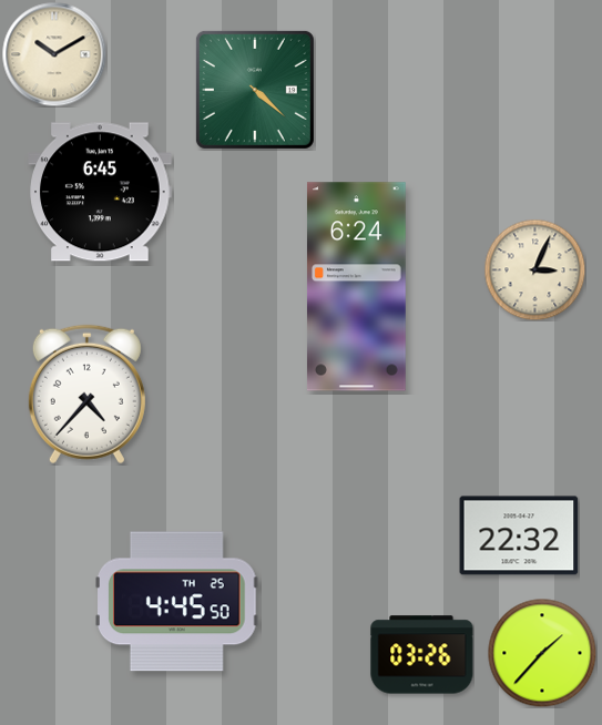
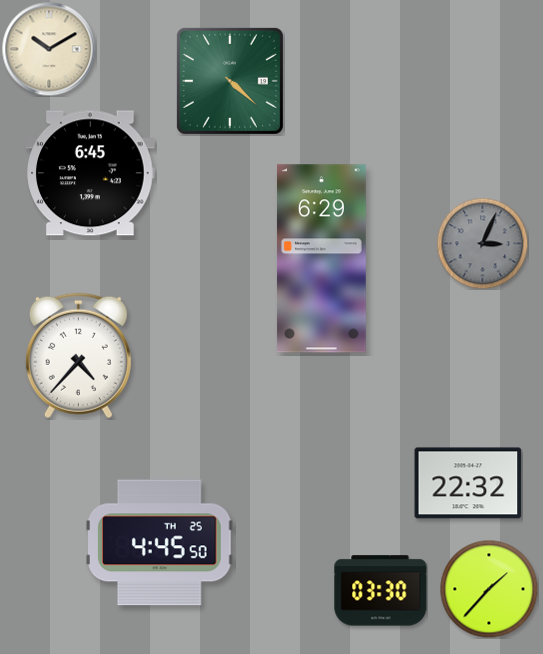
clock at (534, 269) dial: cream -> grey
clock at (356, 287): 6:24 -> 6:29
clock at (422, 655): 03:26 -> 03:30
